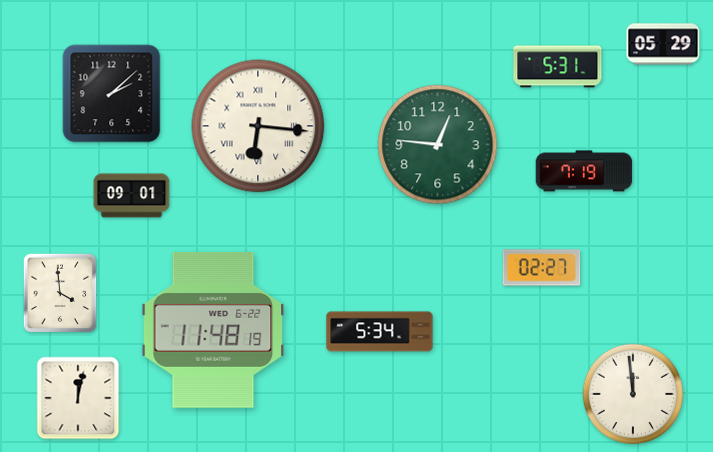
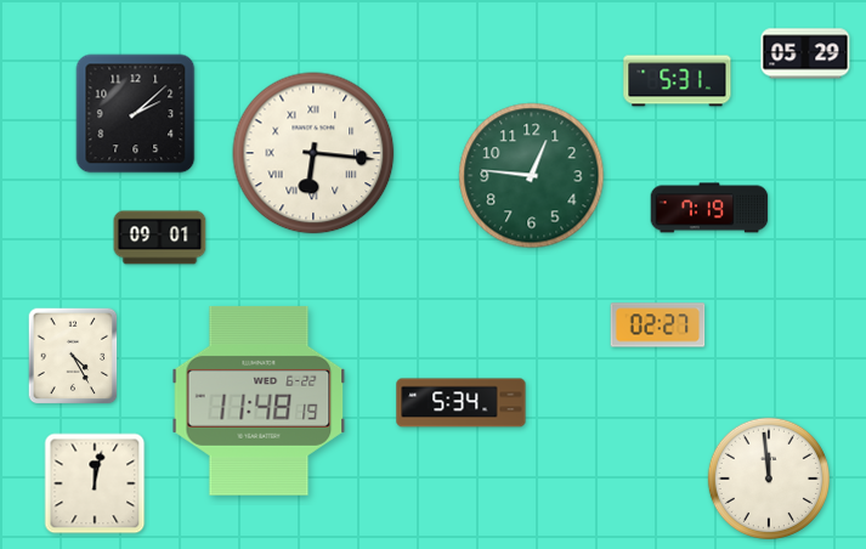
clock at (60, 293): 3:59 -> 4:25
